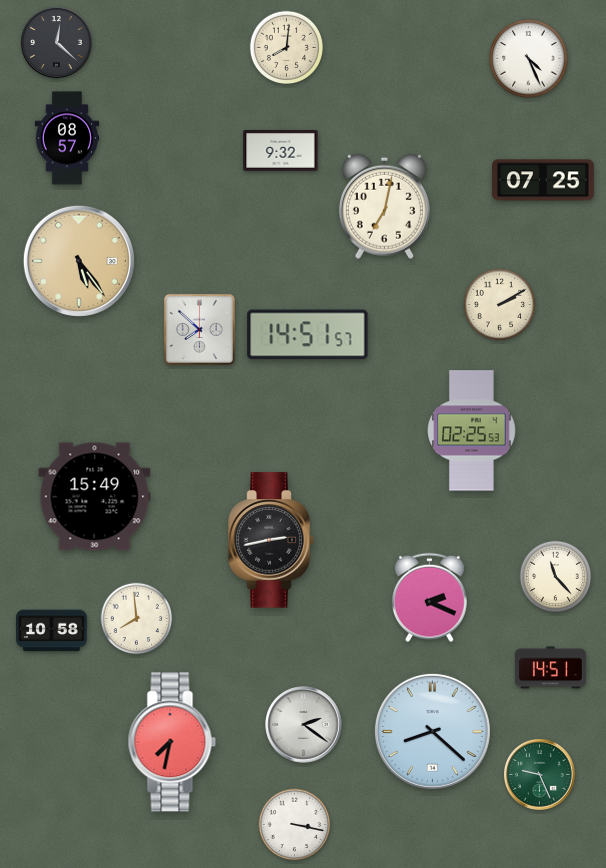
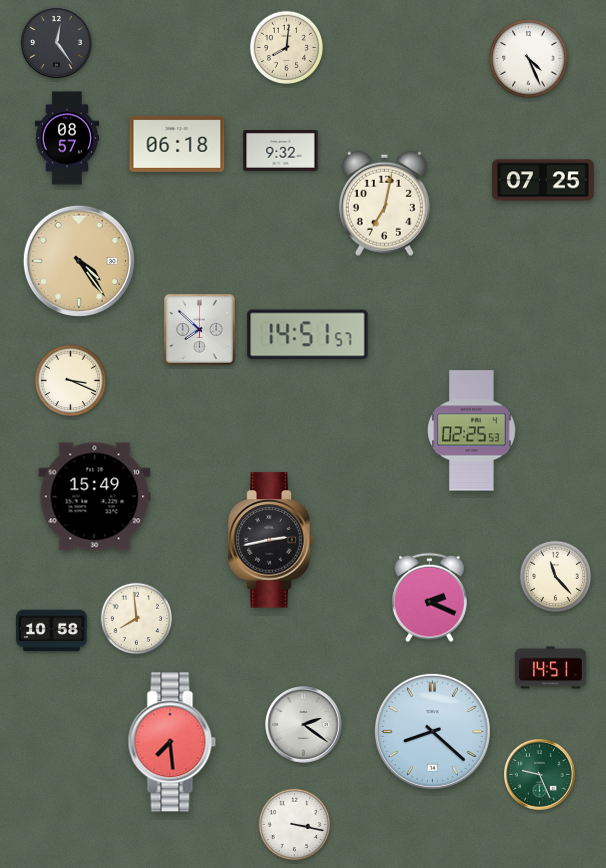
clock at (57, 43): 12:22 -> 12:24
clock at (177, 144): none -> 06:18
clock at (384, 206) position: (384, 206) -> (384, 203)
clock at (79, 261): 5:24 -> 4:24
clock at (500, 305): 2:10 -> none
clock at (71, 381): none -> 3:19
clock at (172, 742): 7:32 -> 7:29
